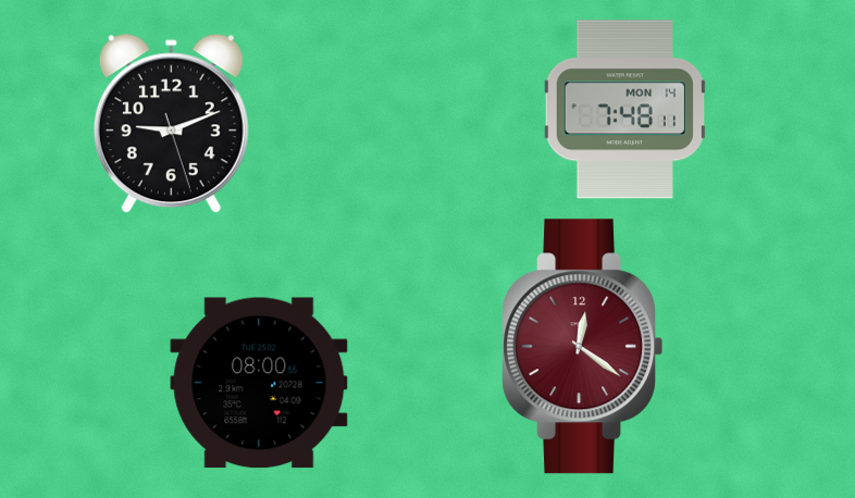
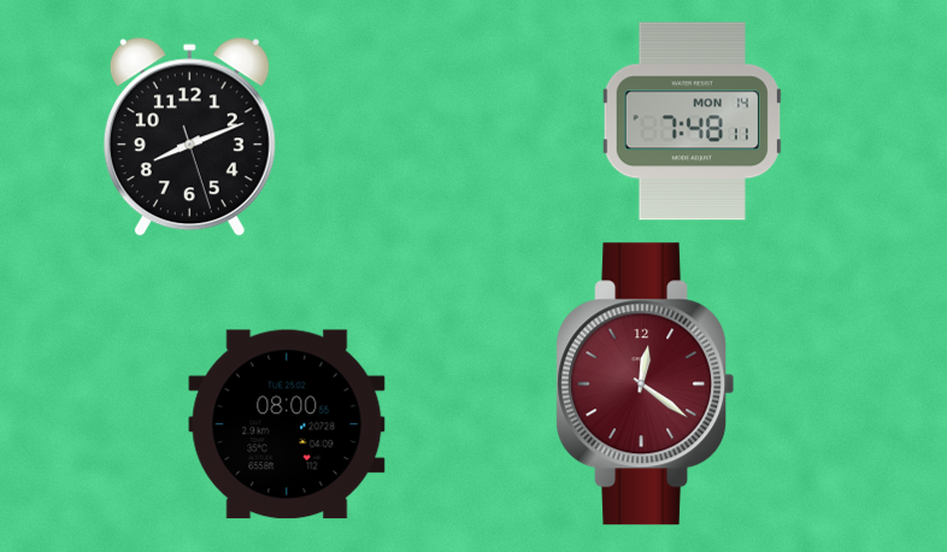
clock at (171, 124): 9:11 -> 8:11
